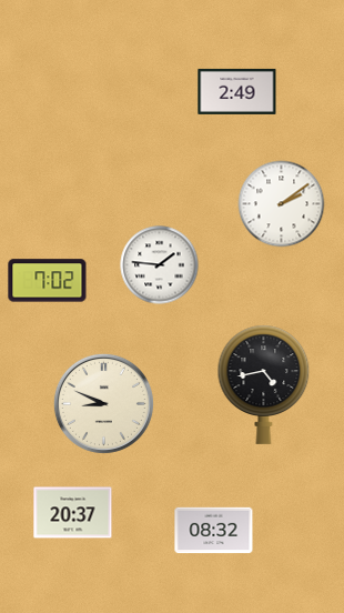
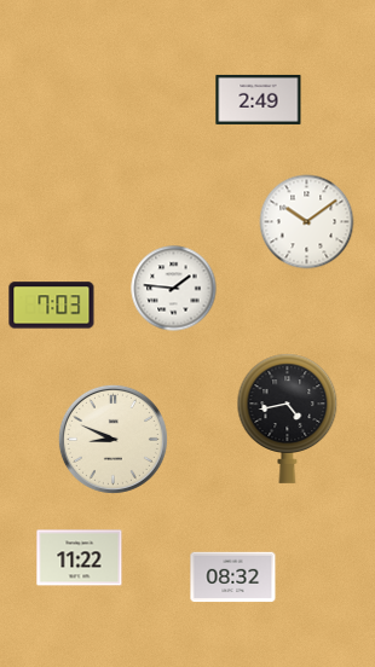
clock at (282, 204): 2:09 -> 10:09
clock at (48, 281): 7:02 -> 7:03
clock at (73, 513): 20:37 -> 11:22
